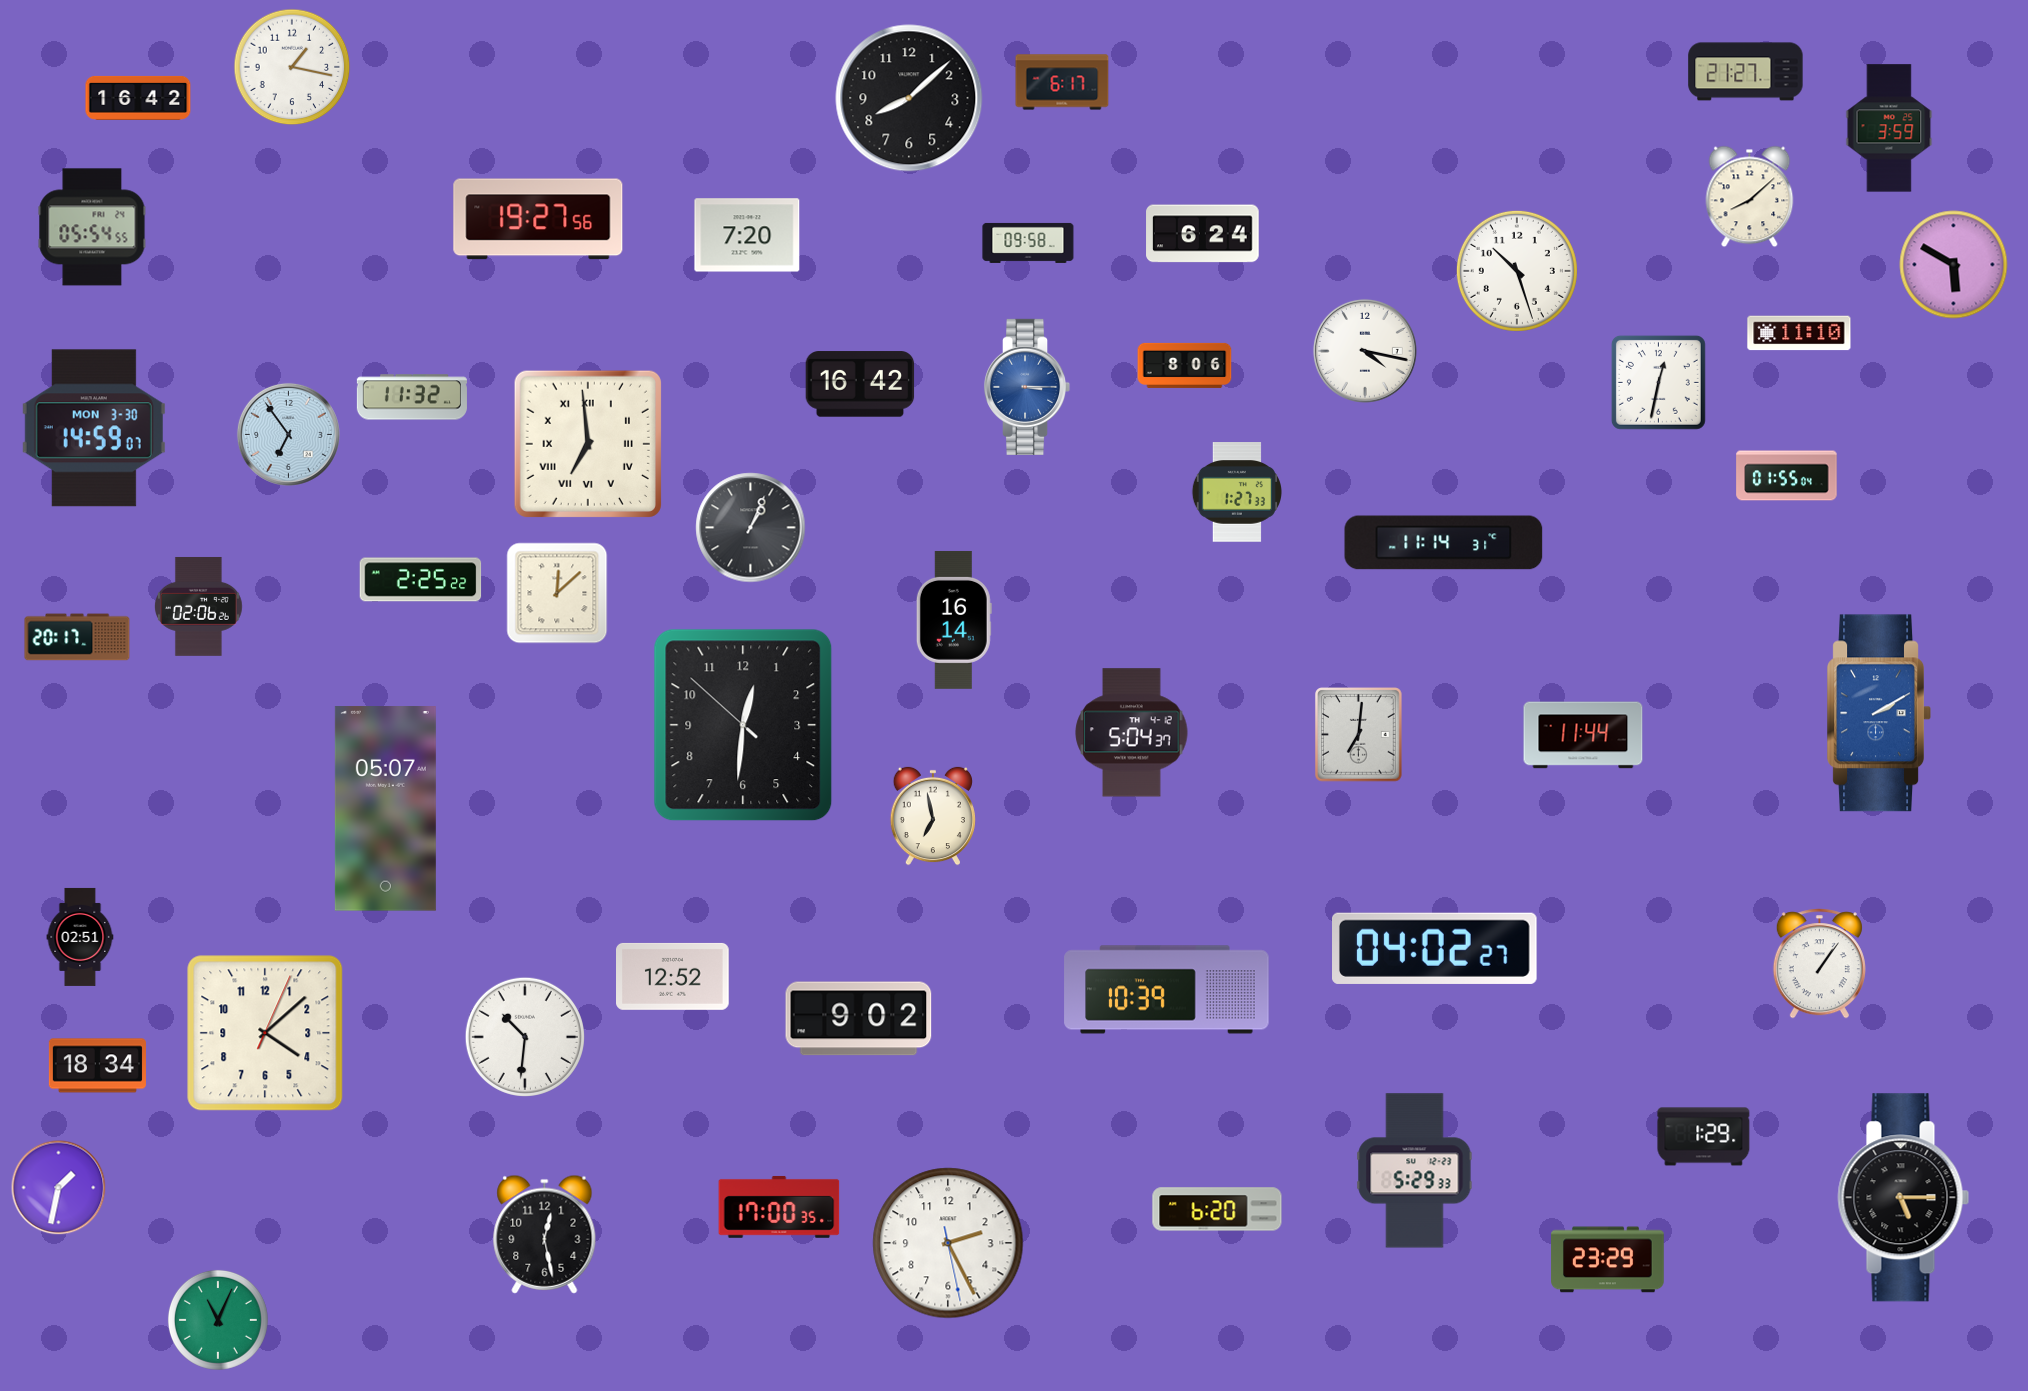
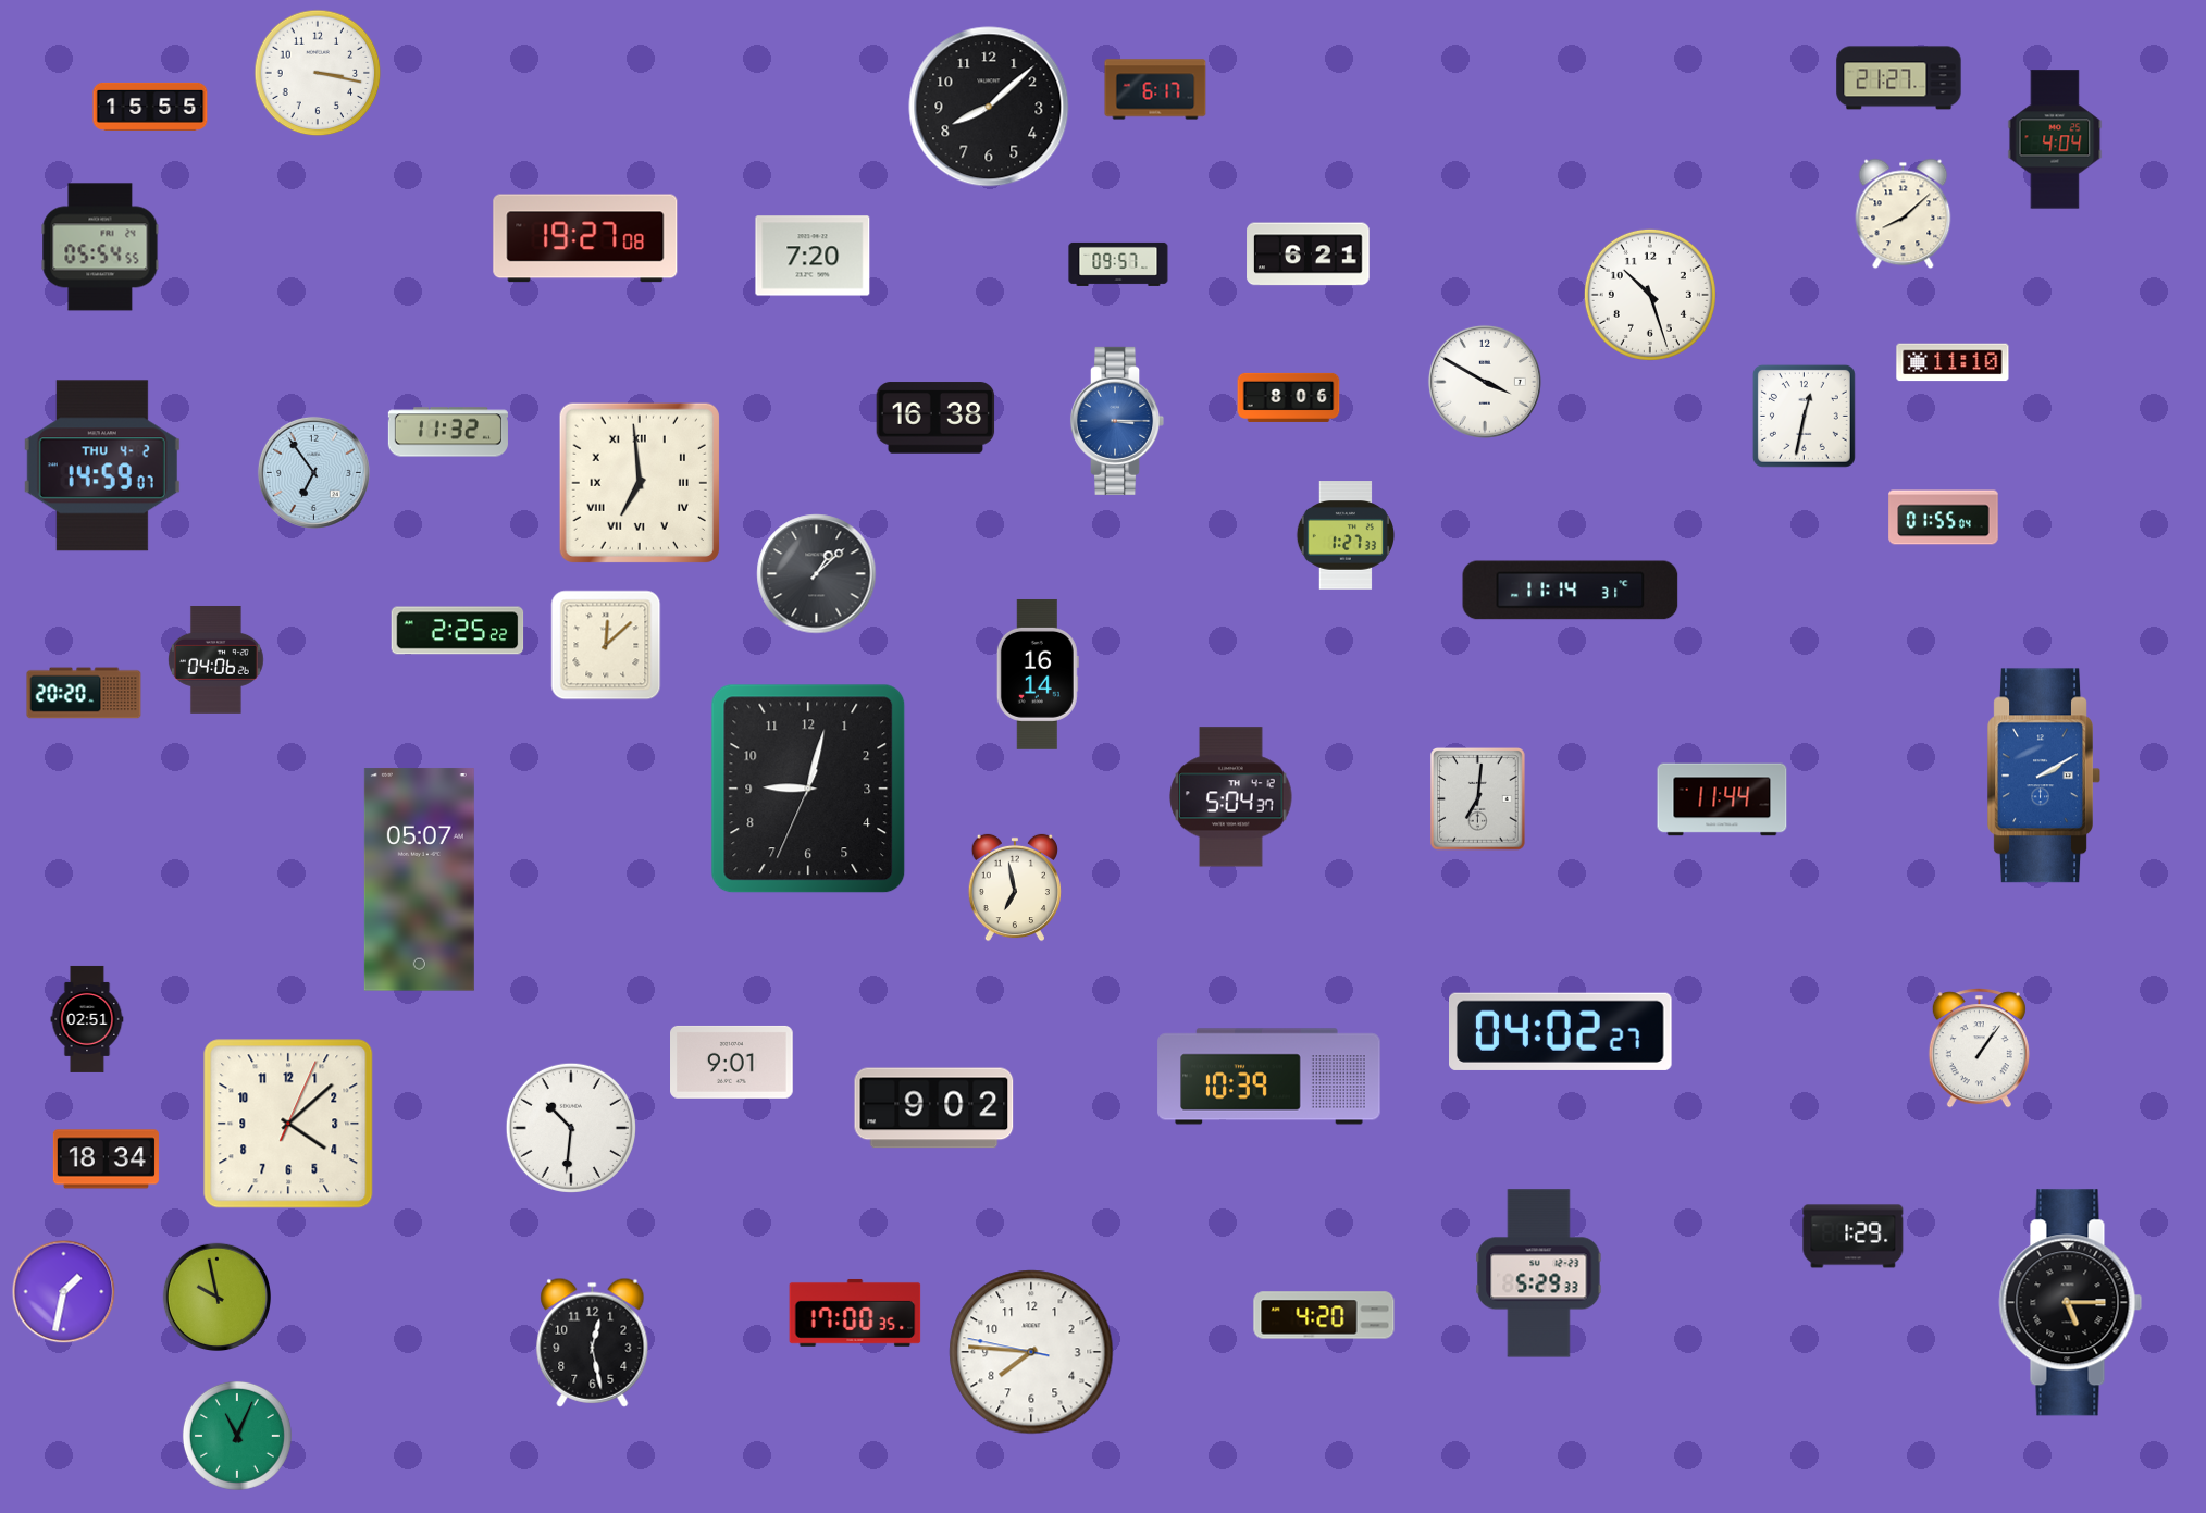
clock at (292, 67): 1:17 -> 3:17
clock at (138, 98): 16:42 -> 15:55
clock at (1889, 128): 3:59 -> 4:04
clock at (538, 219): 19:27:56 -> 19:27:08
clock at (1203, 234): 6:24 -> 6:21
clock at (1028, 243): 09:58 -> 09:57
clock at (1954, 265): 5:50 -> none
clock at (1799, 333) position: (1799, 333) -> (1953, 362)
clock at (1365, 351): 4:17 -> 3:50
clock at (860, 384): 16:42 -> 16:38
clock at (94, 428) date: MON 3-30 -> THU 4-2
clock at (751, 528): 1:04 -> 1:08
clock at (198, 606): 02:06 -> 04:06
clock at (77, 637): 20:17 -> 20:20
clock at (743, 725): 12:30 -> 9:02
clock at (673, 976): 12:52 -> 9:01
clock at (216, 1297): none -> 9:58
clock at (779, 1207) position: (779, 1207) -> (855, 1313)
clock at (1217, 1209): 6:20 -> 4:20
clock at (948, 1243): 2:25 -> 7:45
clock at (1608, 1260): 23:29 -> none
